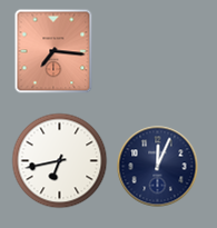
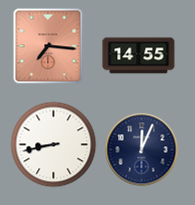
clock at (139, 56): none -> 14:55
clock at (60, 161): 6:43 -> 8:43
